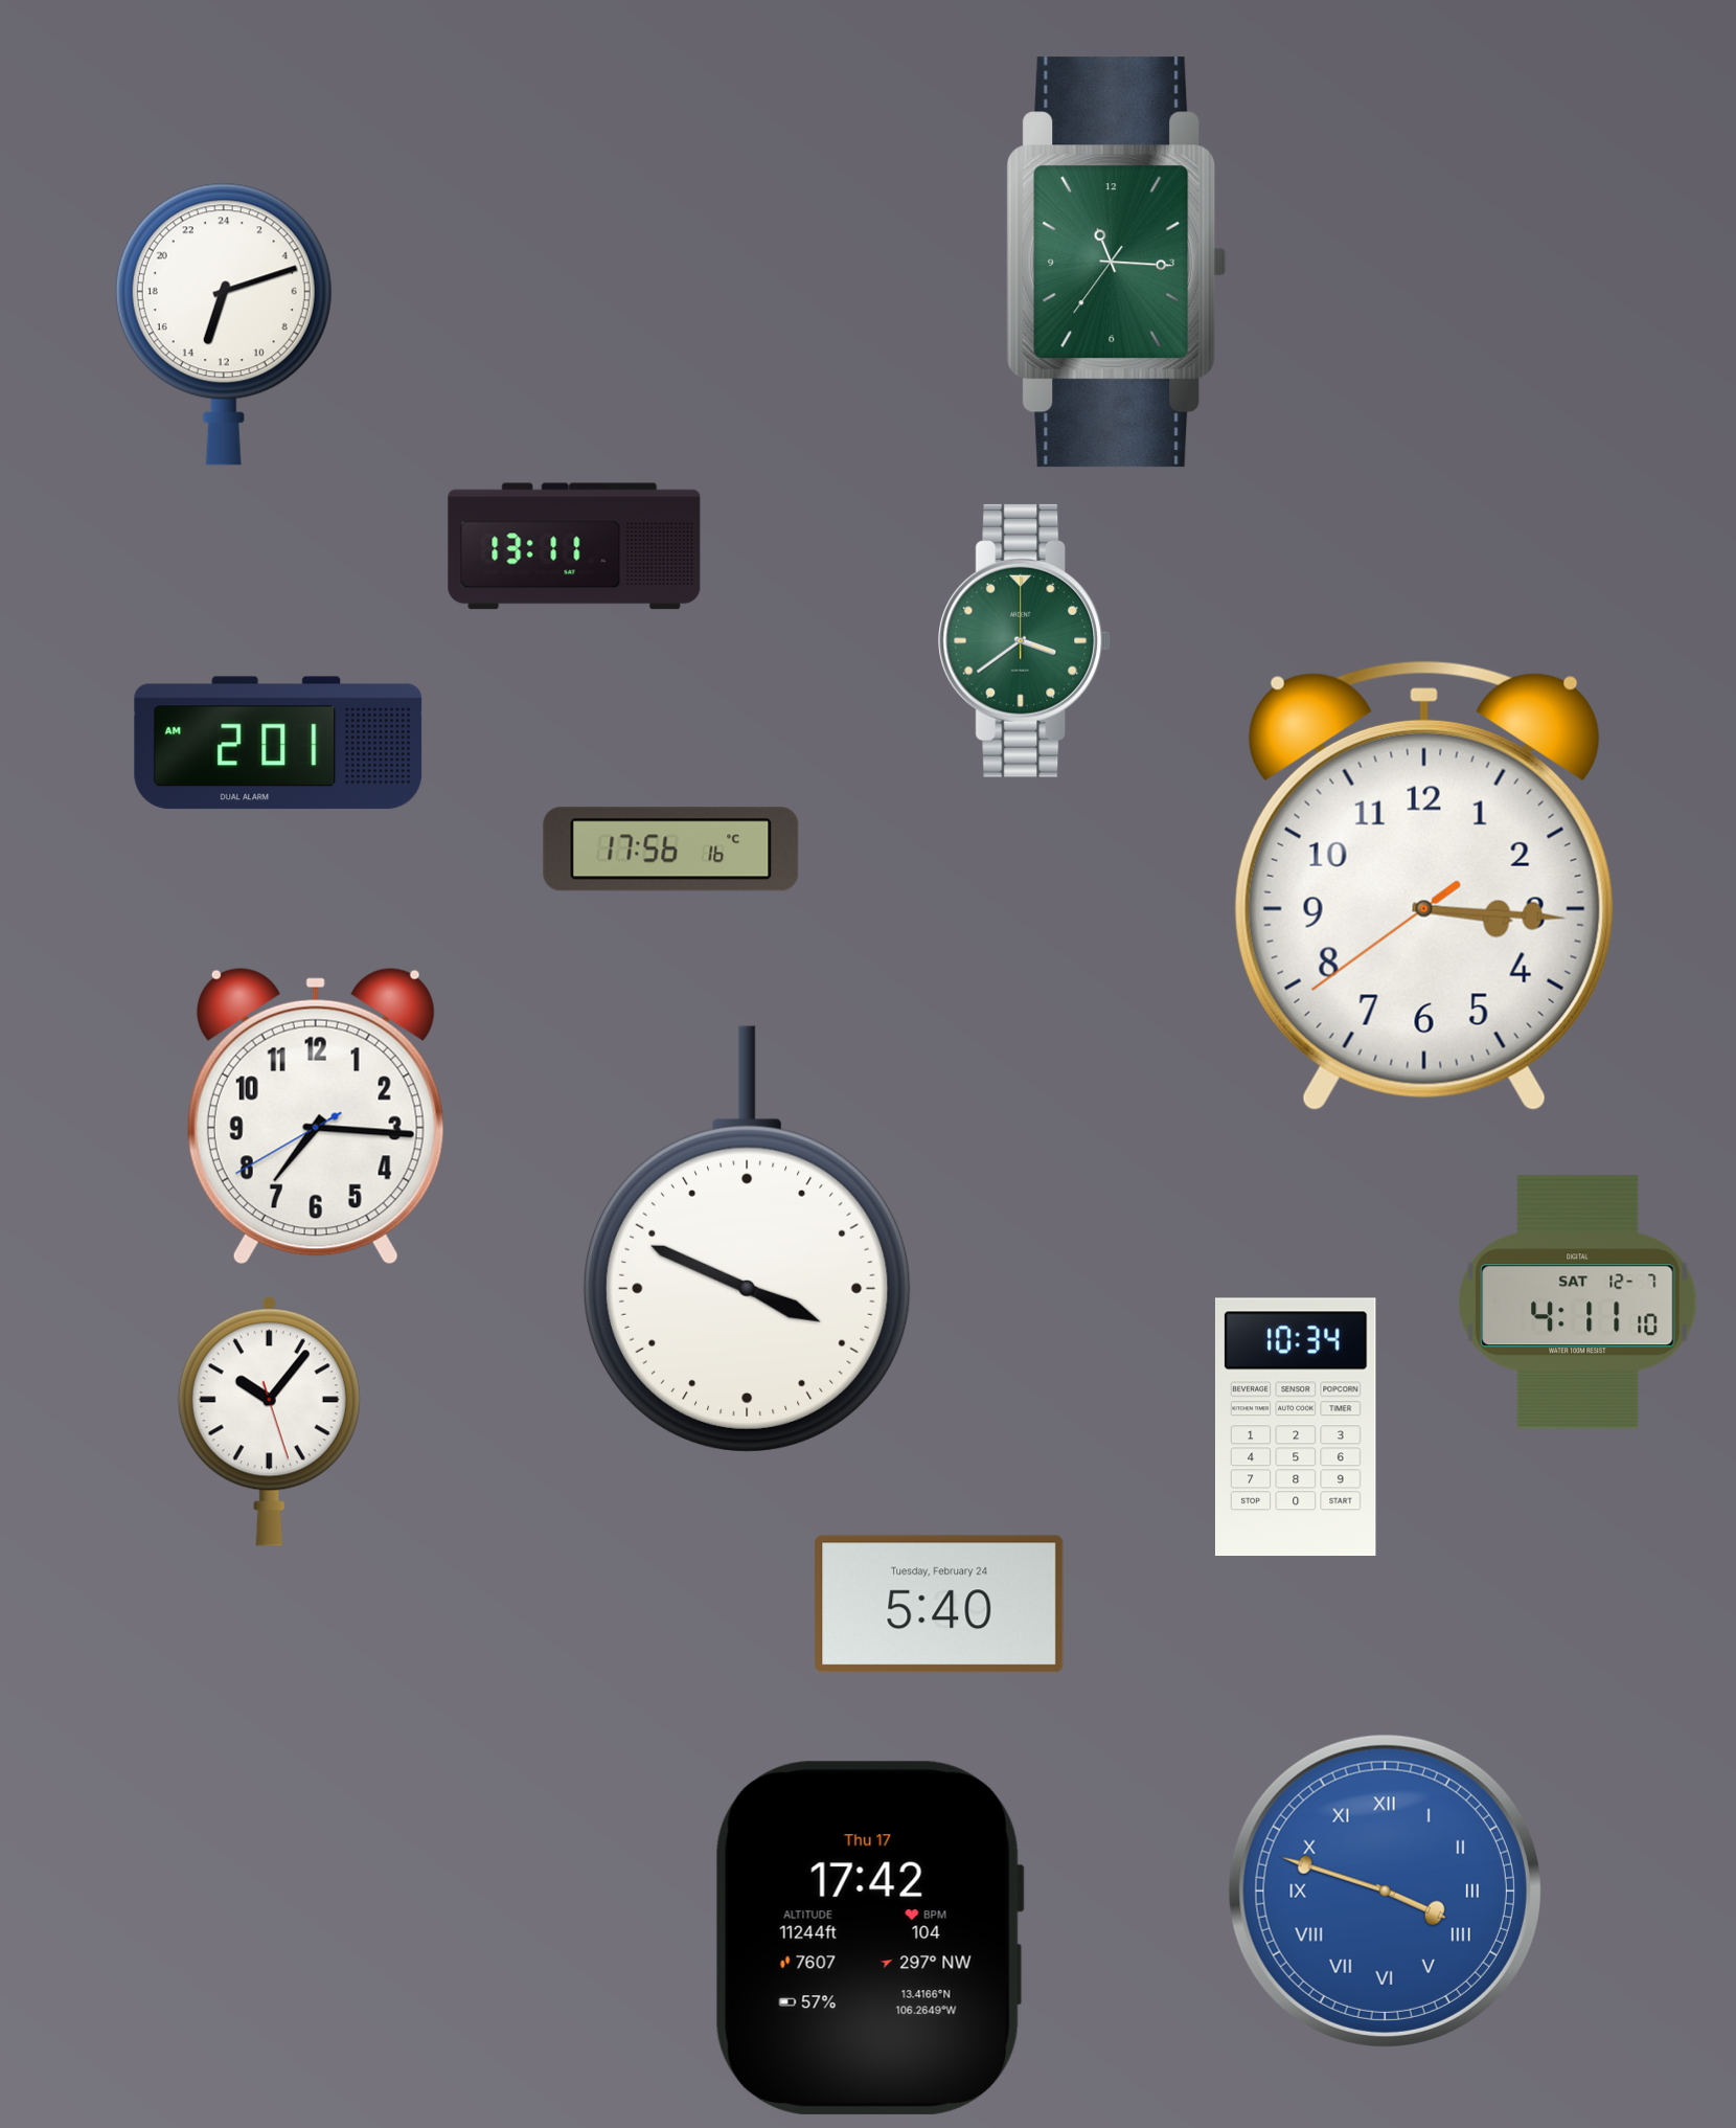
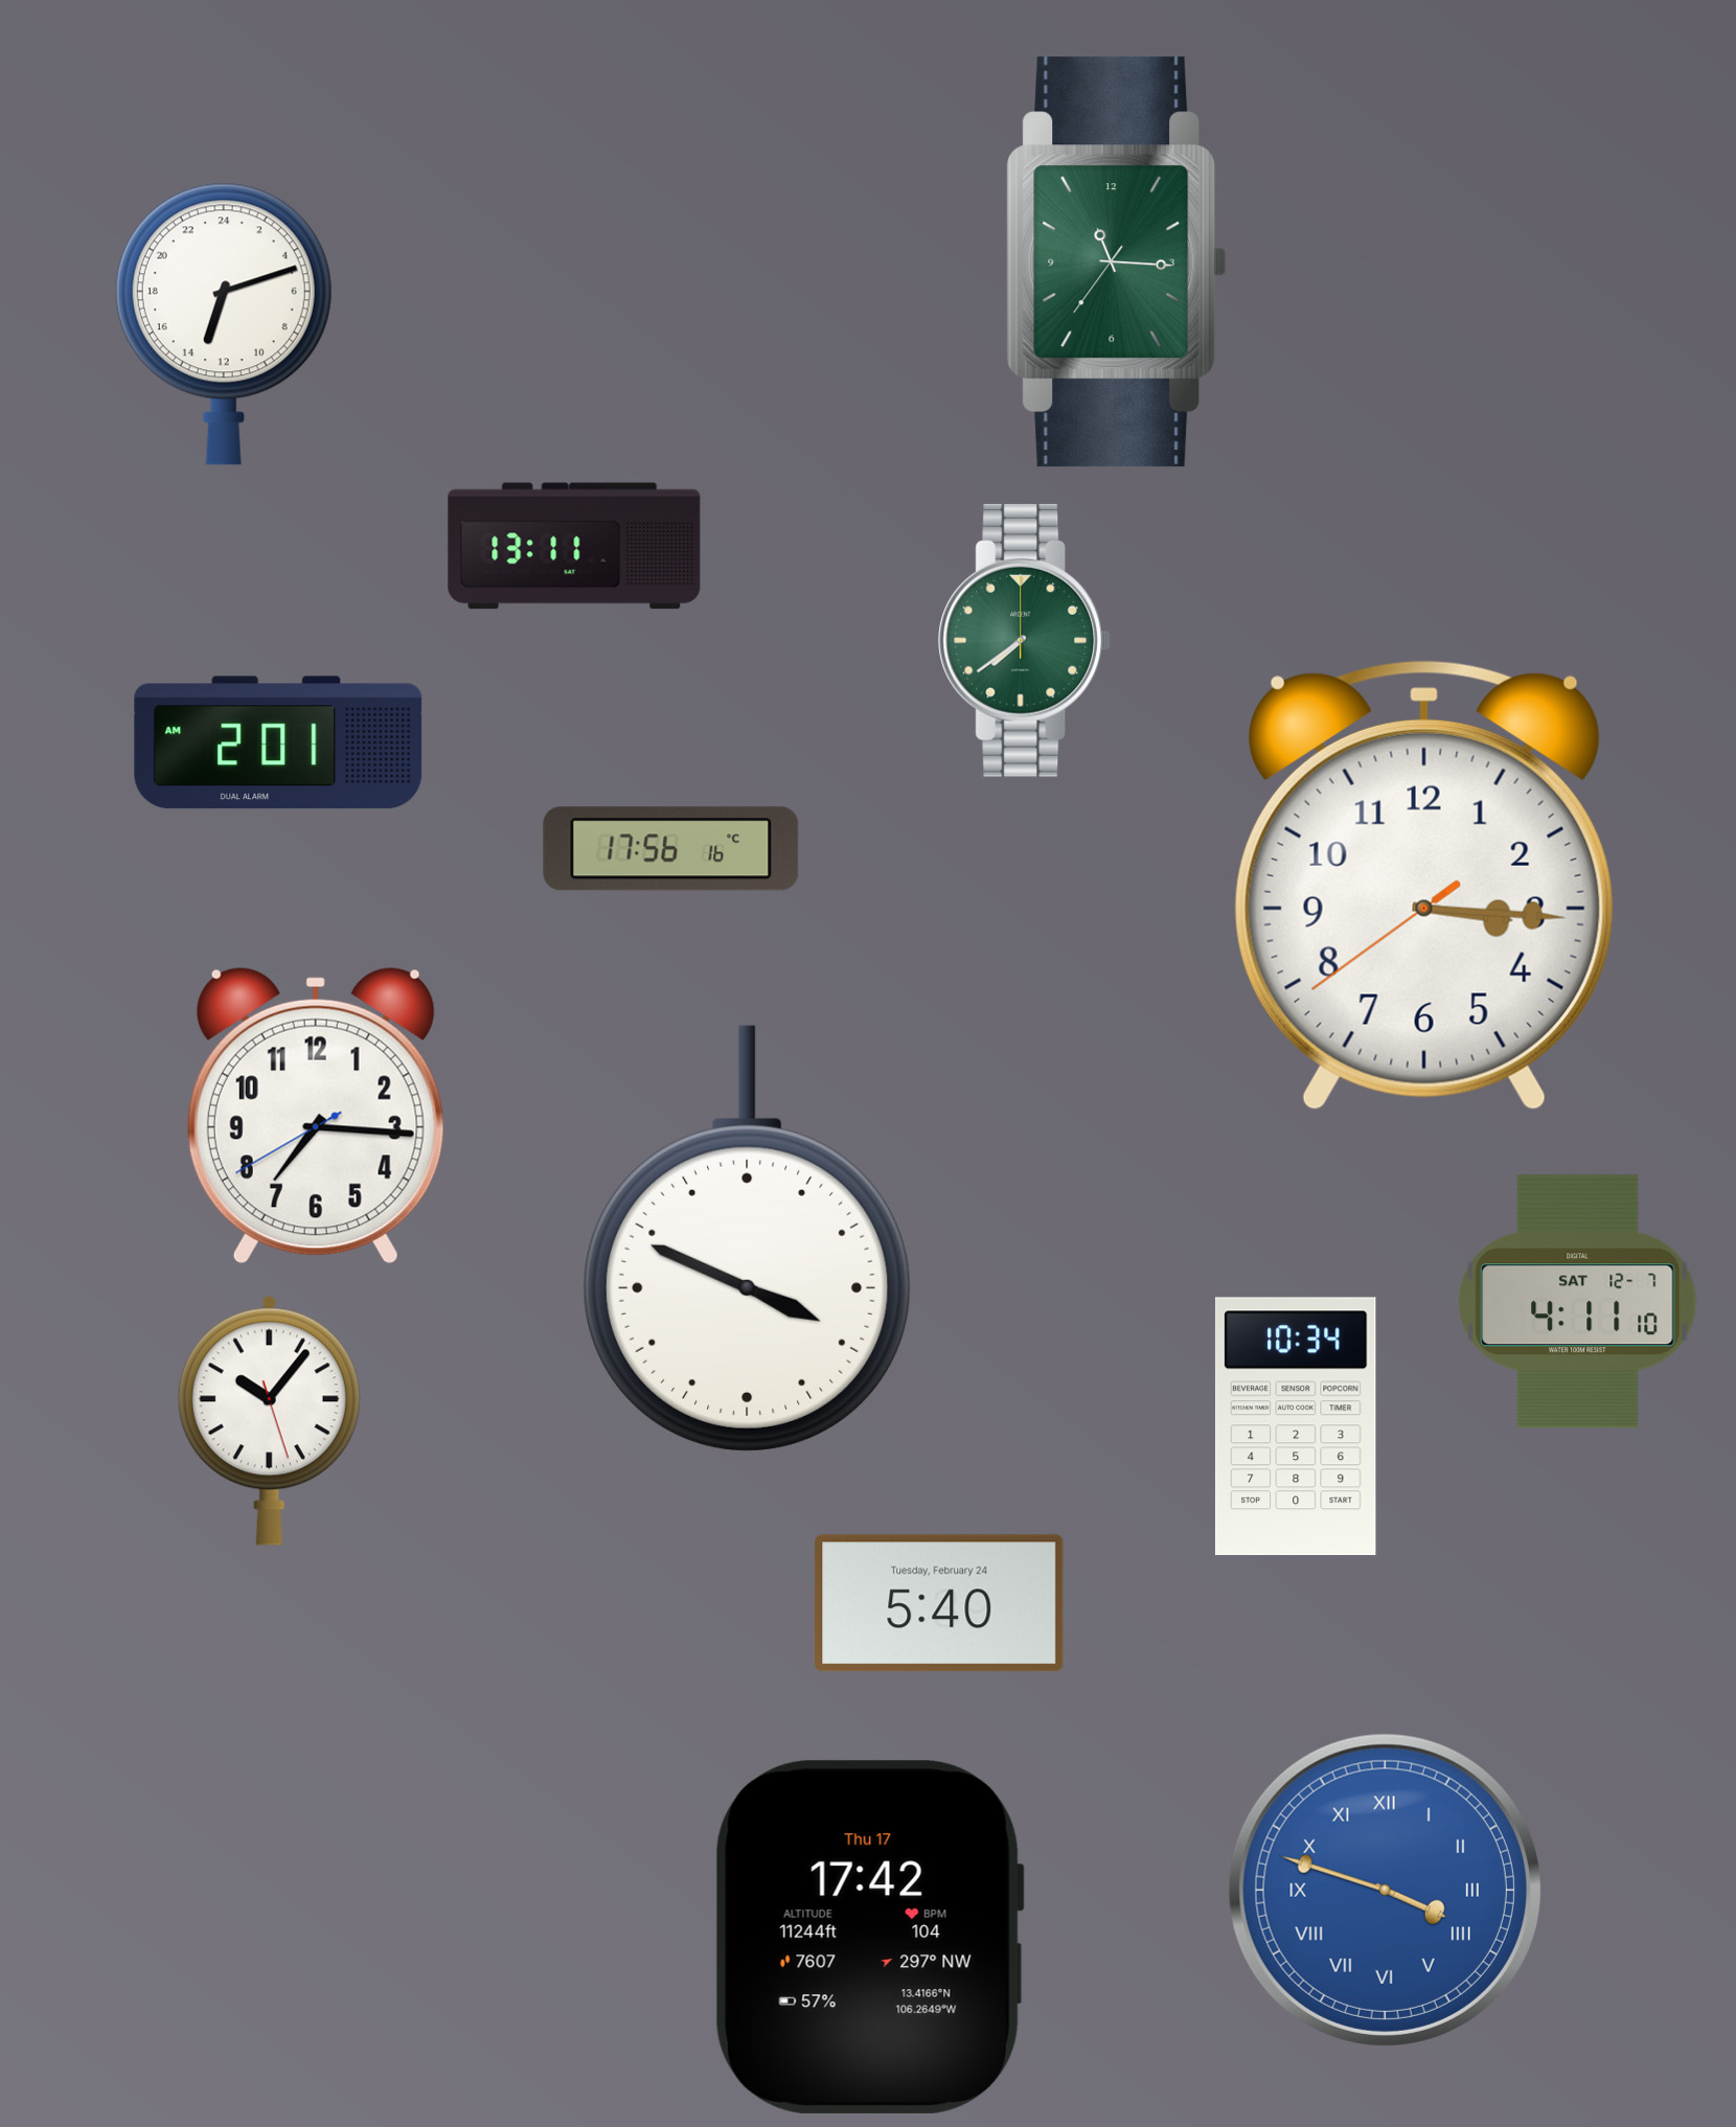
clock at (1025, 640): 3:39 -> 7:39
